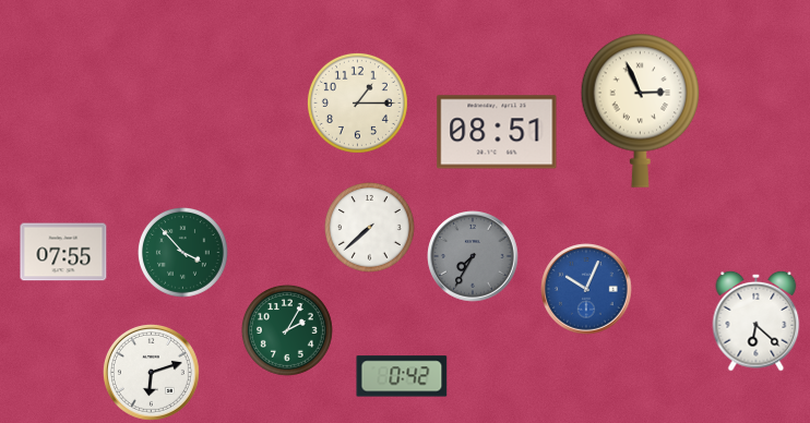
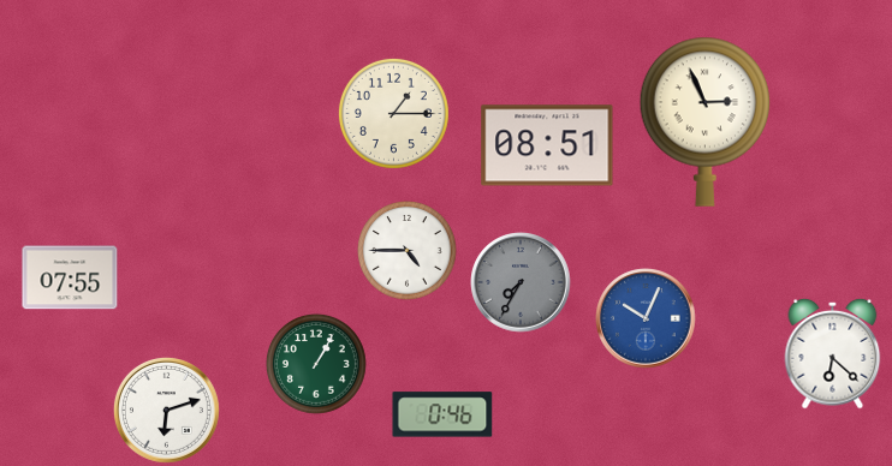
clock at (370, 228): 7:38 -> 4:45
clock at (183, 253): 3:53 -> none
clock at (287, 330): 2:05 -> 1:05
clock at (402, 376): 0:42 -> 0:46
